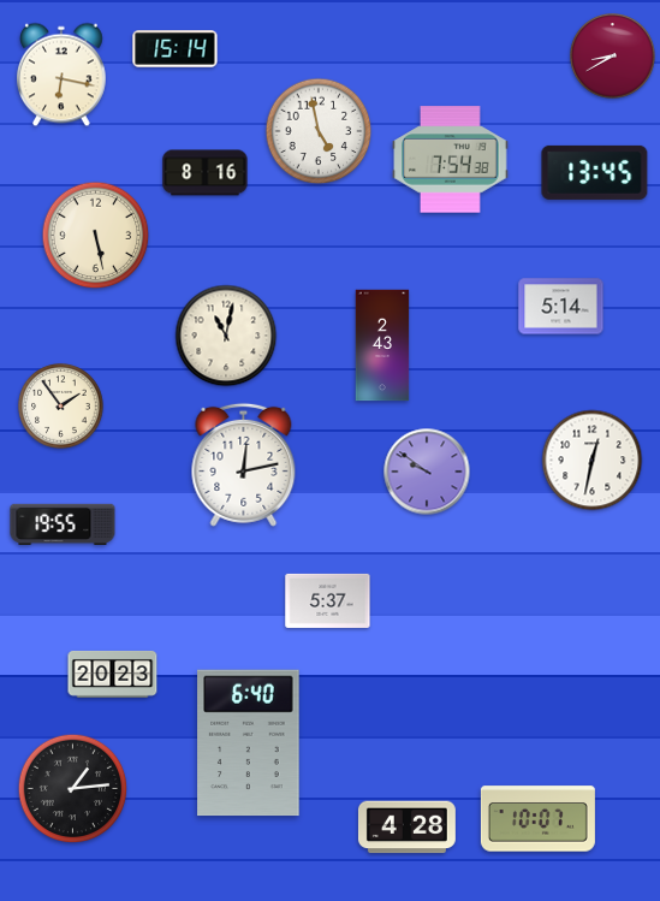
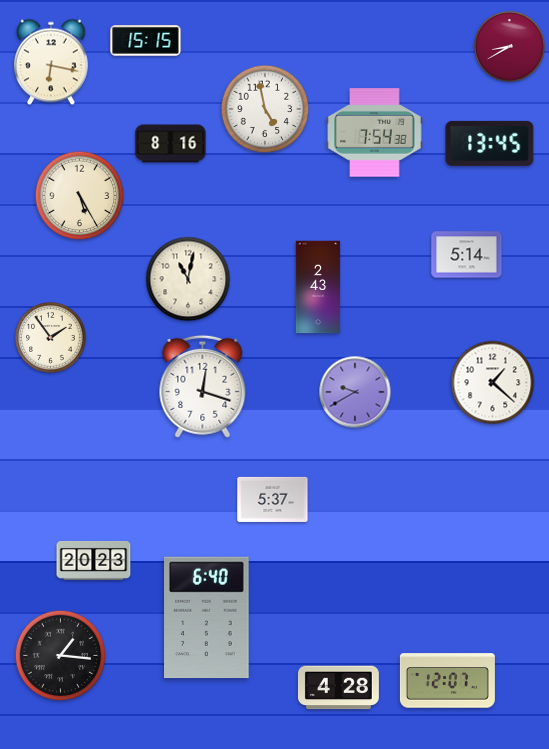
clock at (176, 49): 15:14 -> 15:15
clock at (595, 172) position: (595, 172) -> (490, 143)
clock at (96, 236): 5:28 -> 5:25
clock at (593, 461): 12:32 -> 1:22
clock at (244, 464): 12:13 -> 12:18
clock at (427, 472): 9:51 -> 9:40
clock at (63, 524): 19:55 -> none
clock at (73, 789): 1:14 -> 1:16
clock at (537, 819): 10:07 -> 12:07
